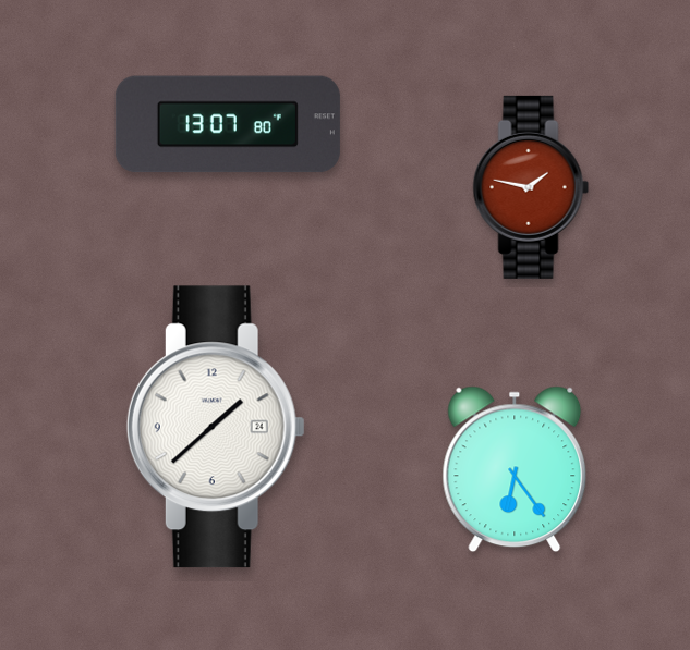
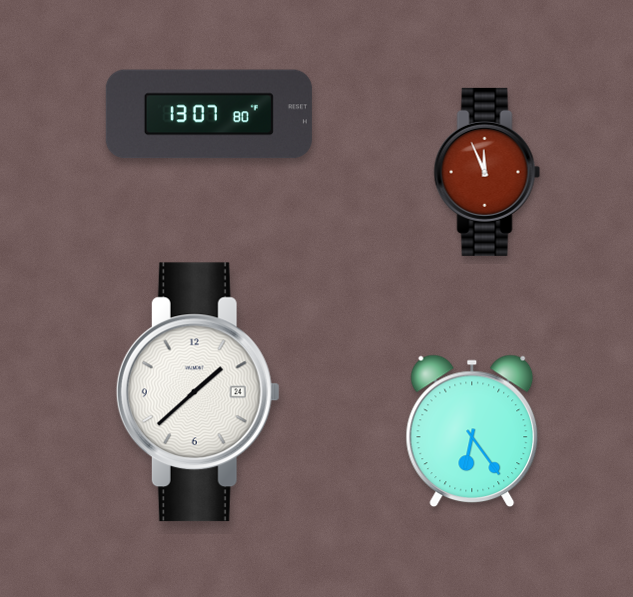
clock at (531, 187): 1:47 -> 11:56
